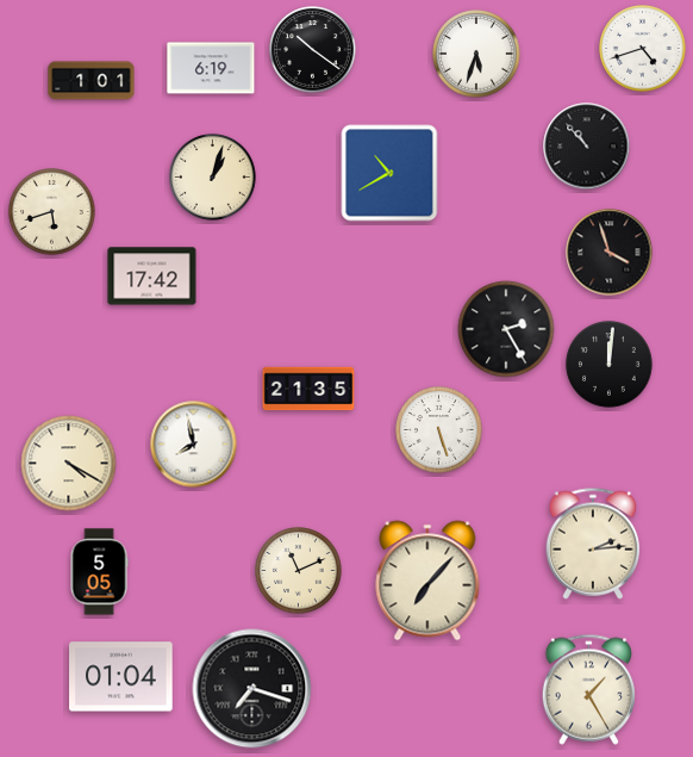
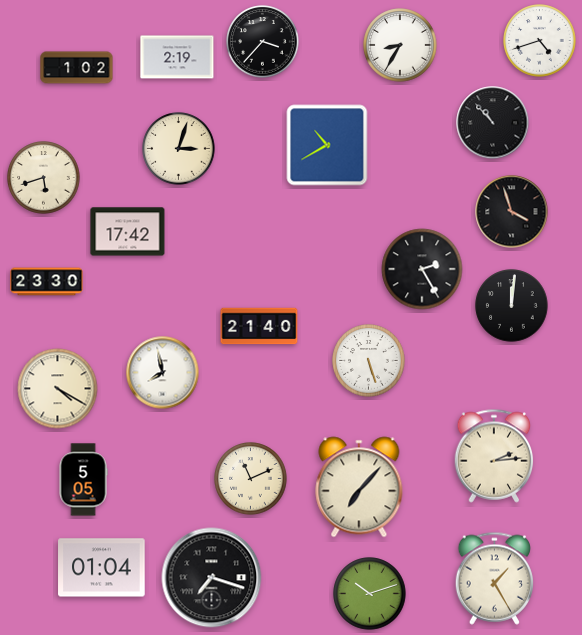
clock at (313, 50): 10:21 -> 3:37
clock at (476, 54): 5:33 -> 8:35
clock at (211, 68): 6:19 -> 2:19
clock at (92, 81): 1:01 -> 1:02
clock at (213, 178): 1:03 -> 3:03
clock at (506, 329) position: (506, 329) -> (422, 269)
clock at (47, 282): none -> 23:30
clock at (308, 389): 21:35 -> 21:40
clock at (593, 544) position: (593, 544) -> (494, 456)
clock at (370, 594): none -> 10:12
